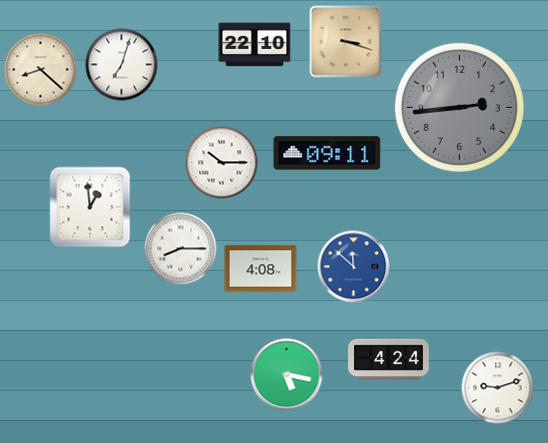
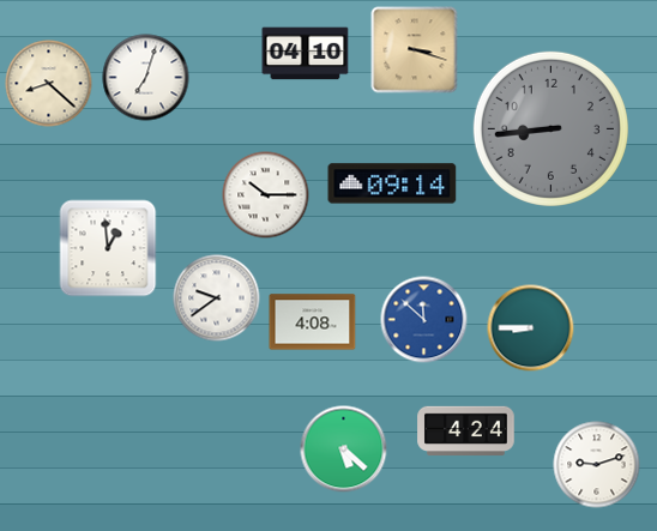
clock at (255, 45): 22:10 -> 04:10
clock at (459, 107): 2:44 -> 8:44
clock at (327, 153): 09:11 -> 09:14
clock at (181, 249): 8:15 -> 9:39
clock at (531, 328): none -> 8:45
clock at (287, 375): 5:17 -> 5:22
